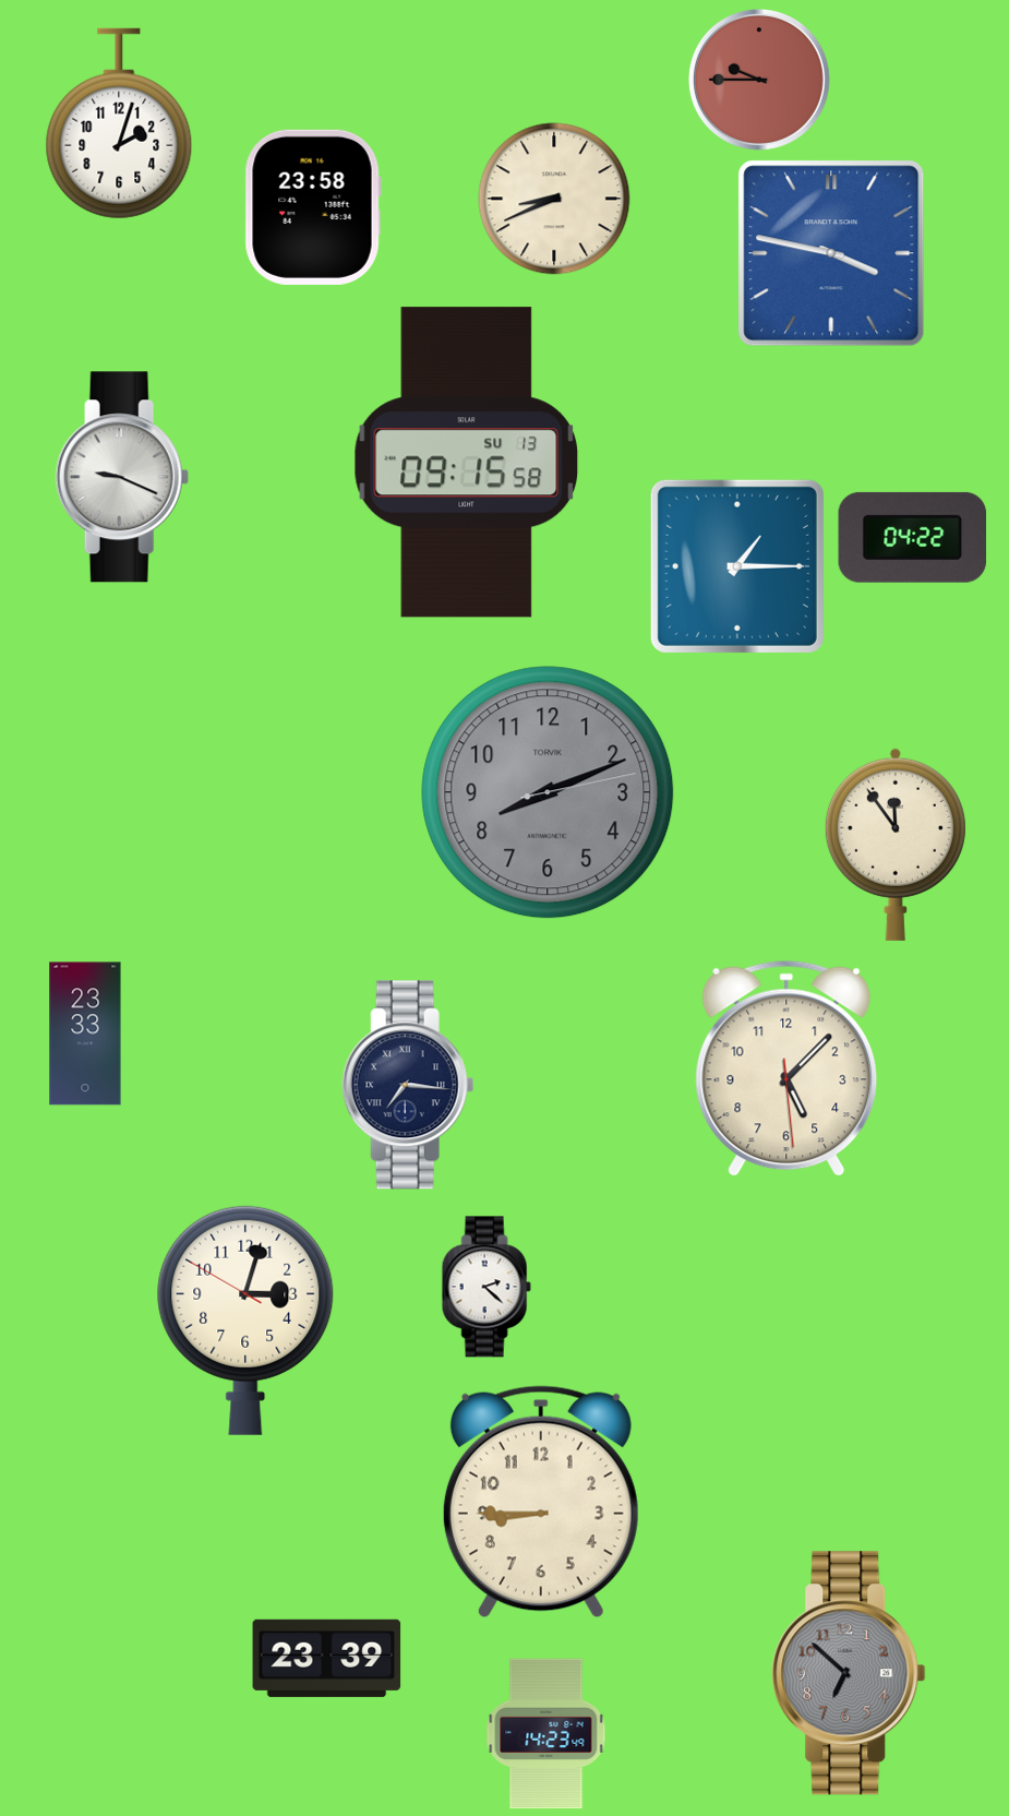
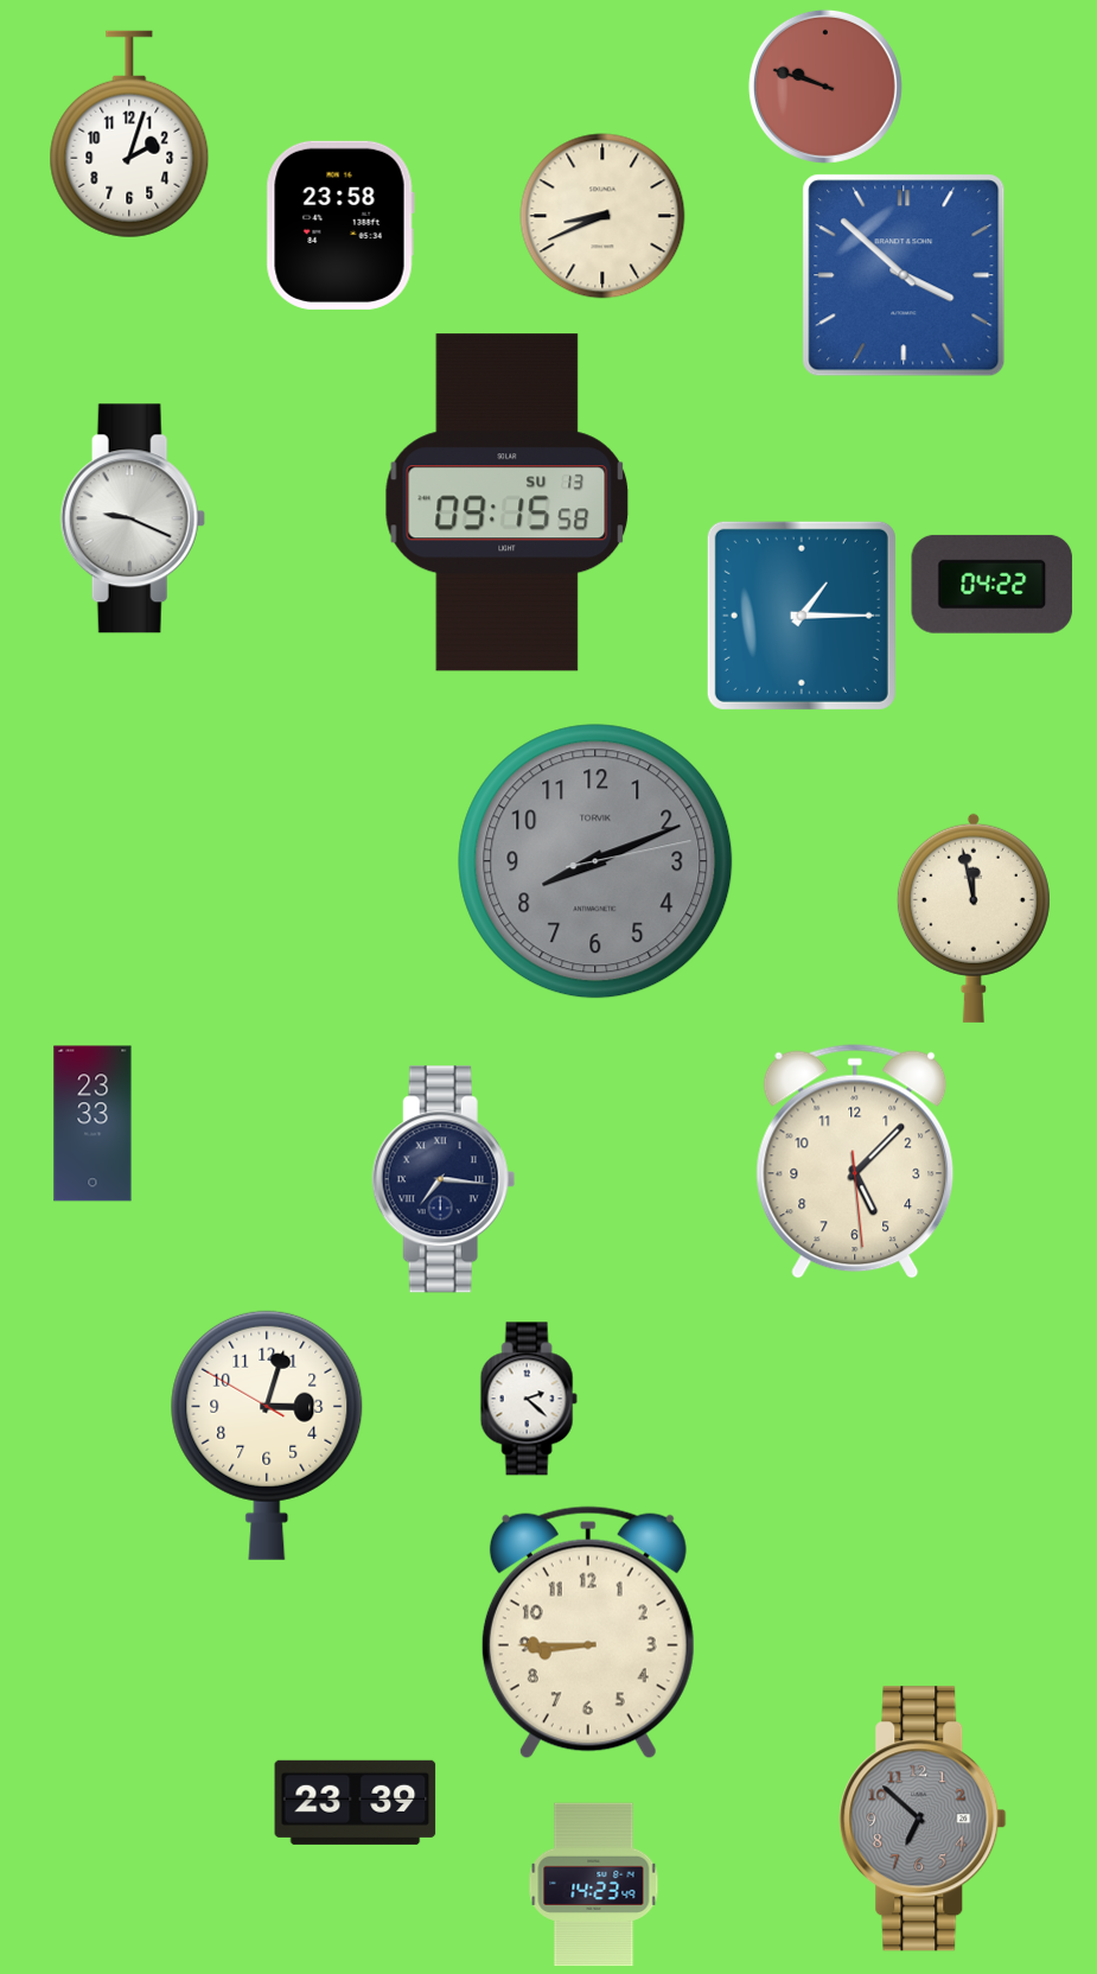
clock at (759, 80): 9:45 -> 9:48
clock at (831, 253): 3:47 -> 3:52
clock at (896, 845): 11:54 -> 11:58
